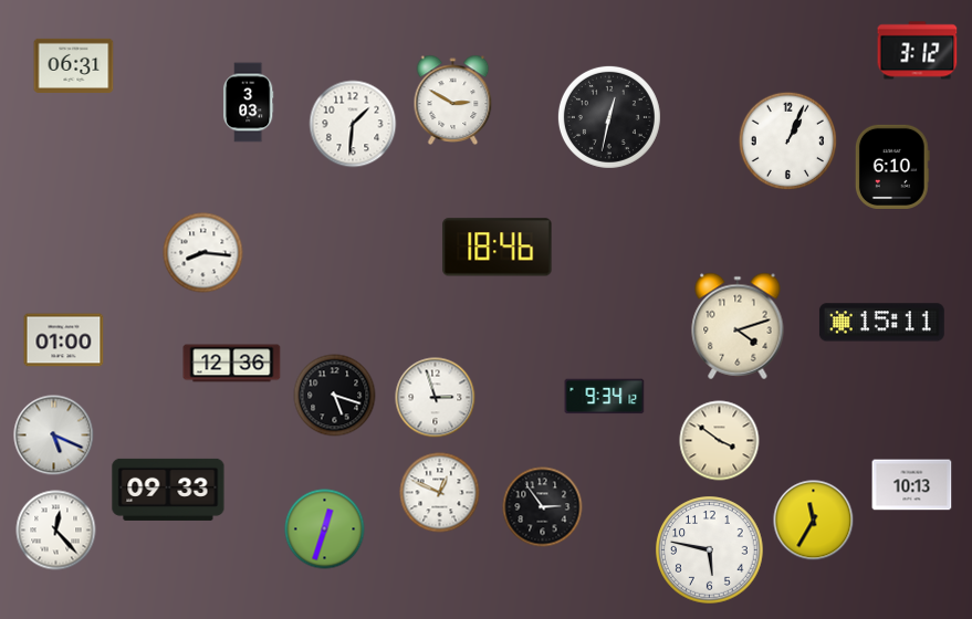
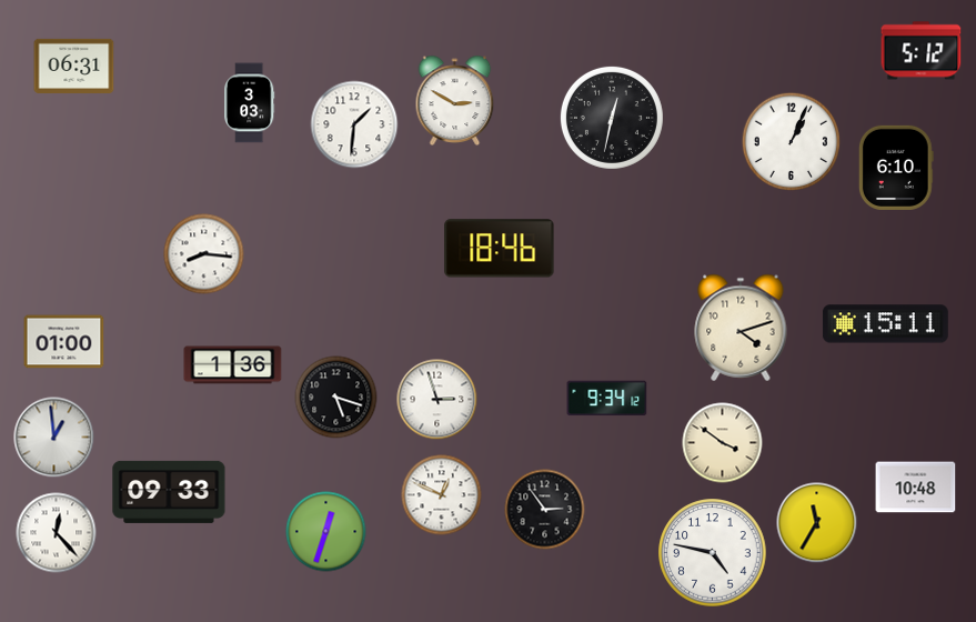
clock at (918, 51): 3:12 -> 5:12
clock at (232, 364): 12:36 -> 1:36
clock at (54, 436): 5:19 -> 12:59
clock at (912, 485): 10:13 -> 10:48
clock at (710, 550): 5:47 -> 4:47
